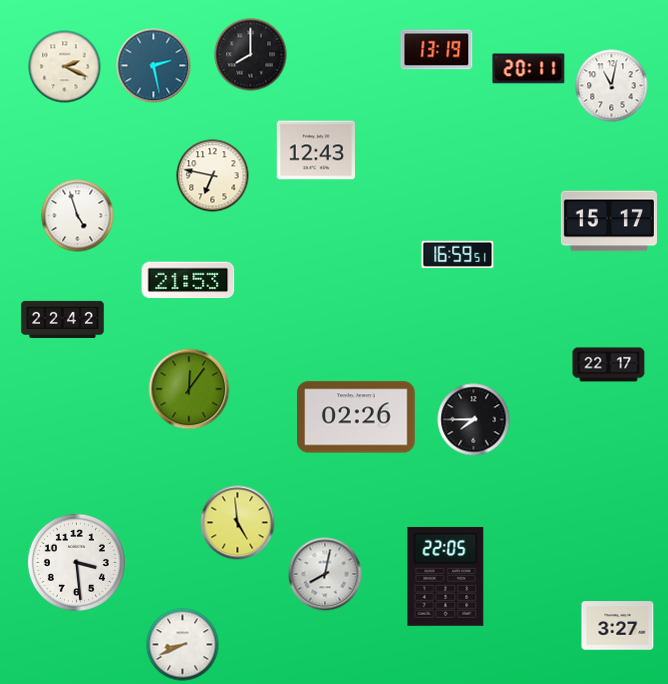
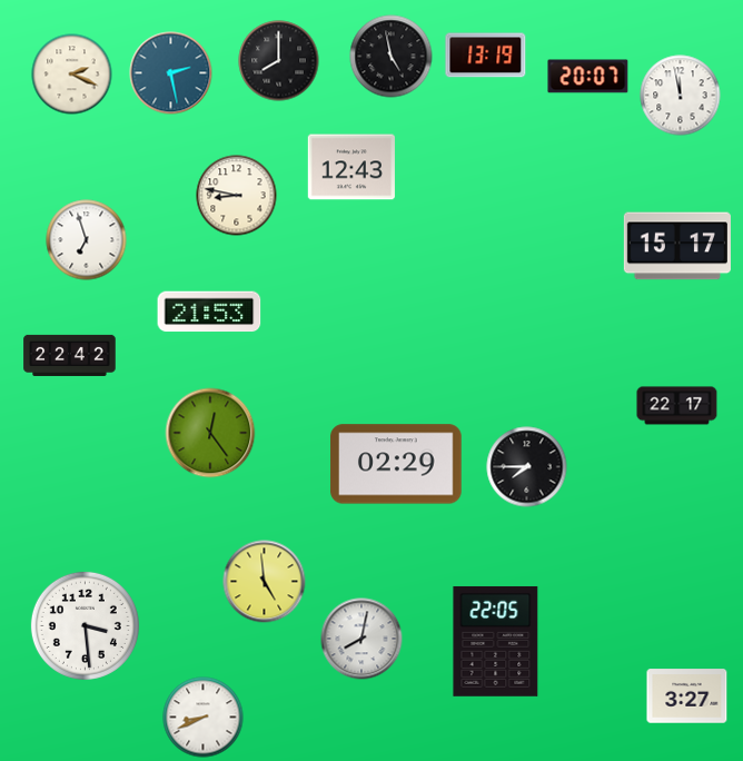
clock at (392, 57): none -> 4:58
clock at (529, 69): 20:11 -> 20:07
clock at (612, 86): 11:02 -> 11:58
clock at (213, 176): 6:47 -> 8:47
clock at (78, 216): 4:57 -> 6:57
clock at (458, 255): 16:59 -> none
clock at (189, 389): 12:06 -> 12:24
clock at (356, 417): 02:26 -> 02:29
